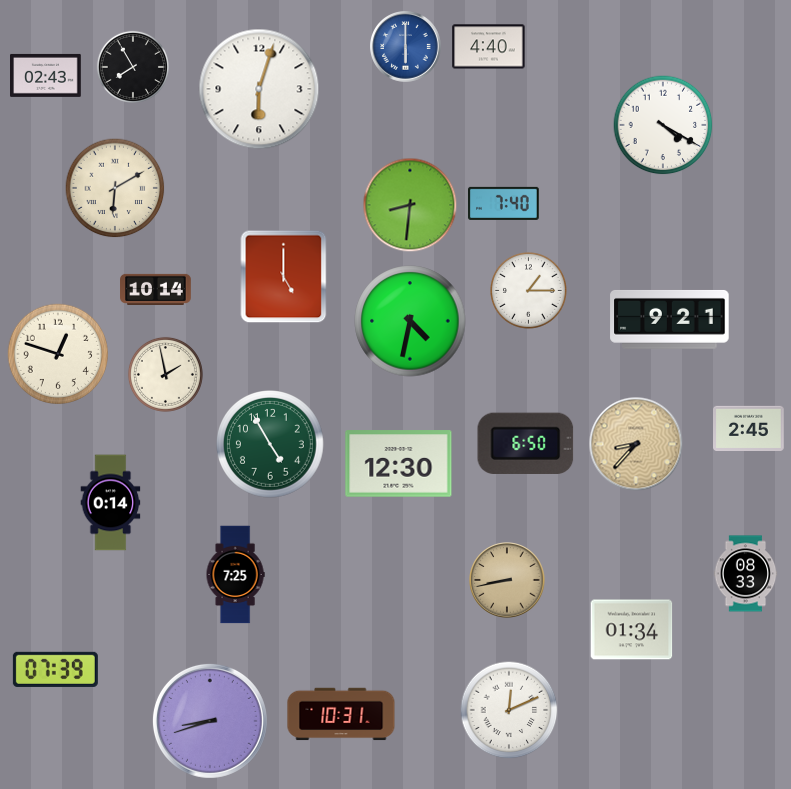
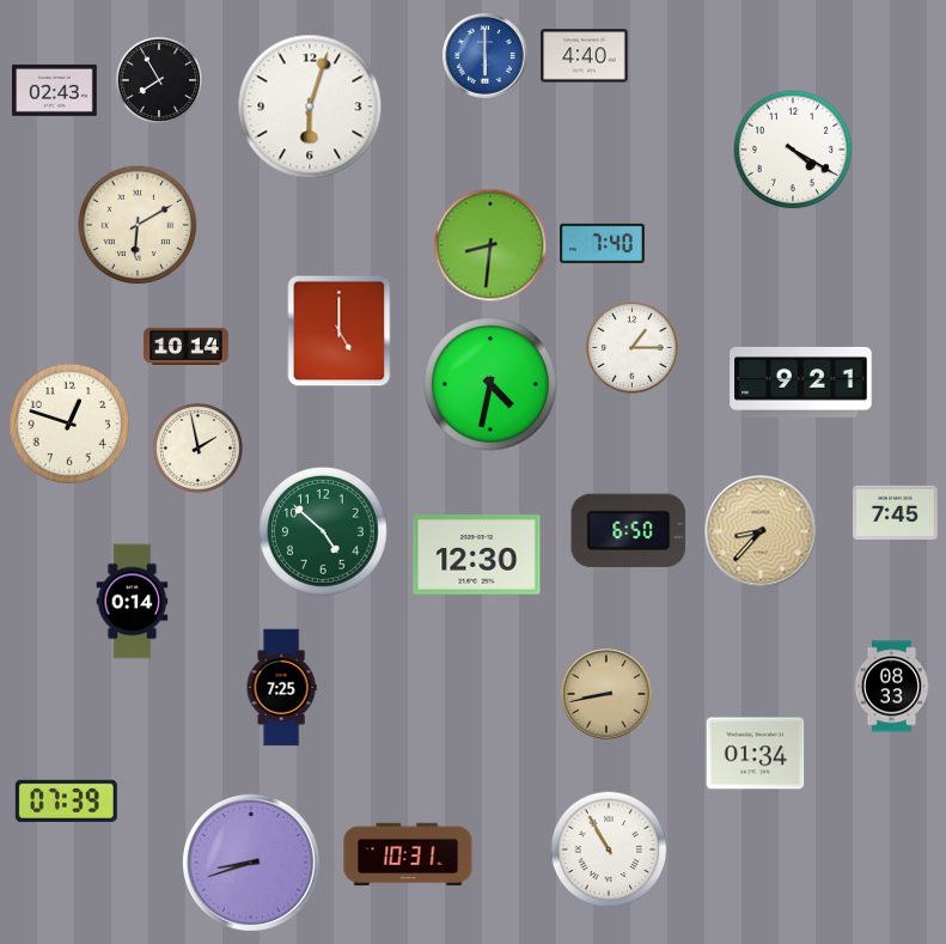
clock at (749, 428): 2:45 -> 7:45
clock at (271, 445): 4:55 -> 4:52
clock at (509, 710): 12:11 -> 10:55
